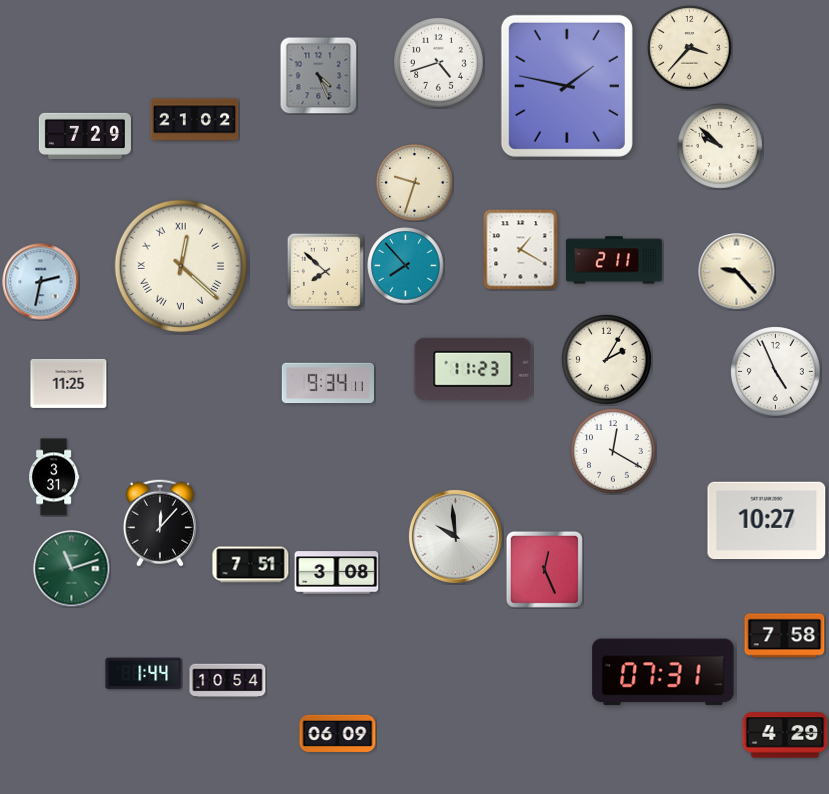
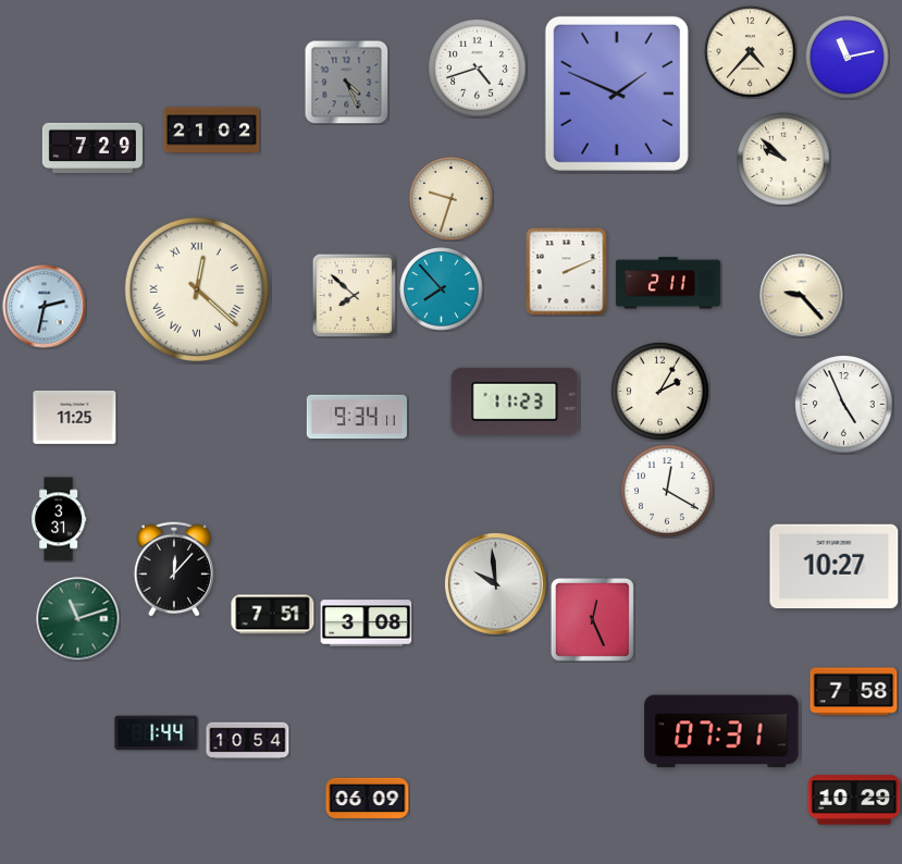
clock at (690, 48): 3:37 -> 4:37
clock at (848, 58): none -> 11:13
clock at (567, 86): 1:47 -> 1:49
clock at (521, 250): 1:20 -> 2:11
clock at (785, 735): 4:29 -> 10:29
